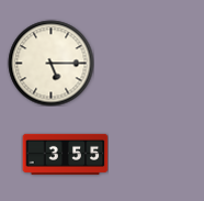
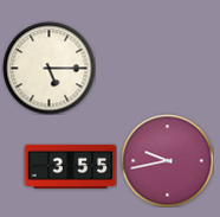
clock at (50, 63) position: (50, 63) -> (48, 68)
clock at (167, 160): none -> 9:43
